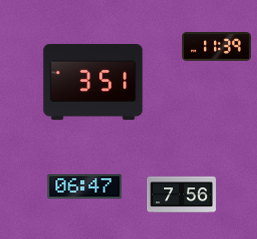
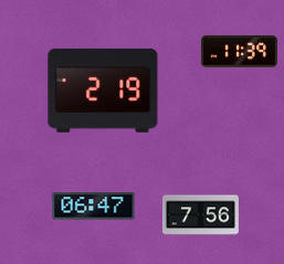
clock at (93, 82): 3:51 -> 2:19
